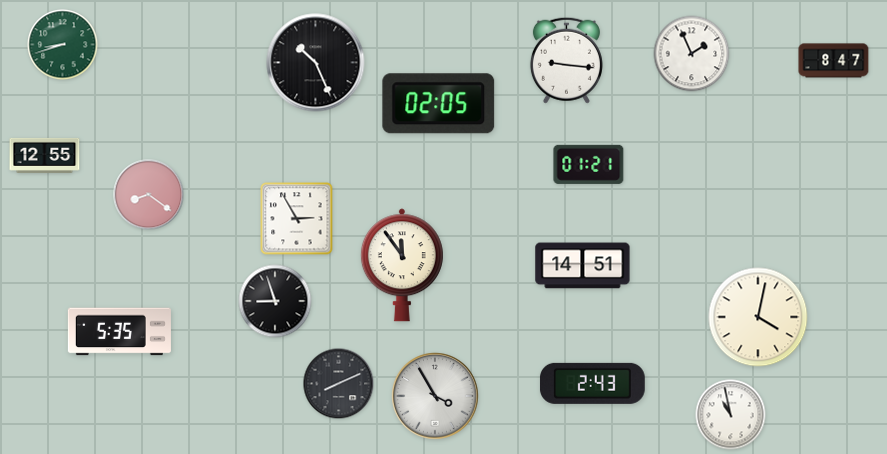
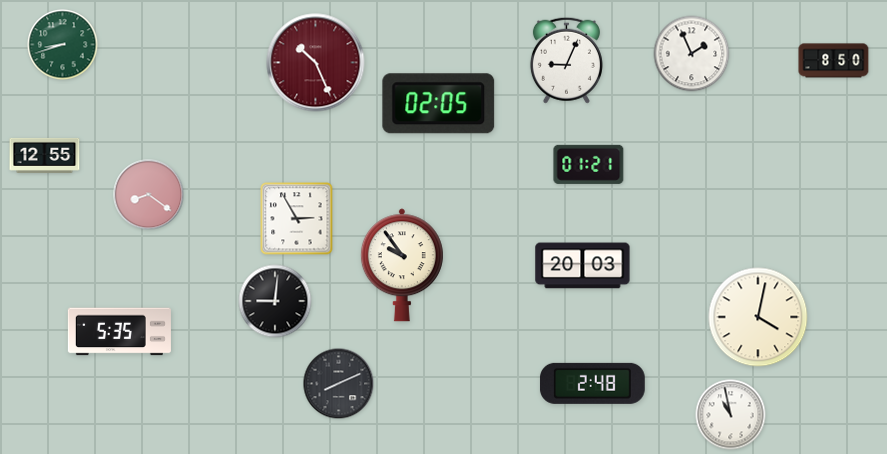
clock at (566, 60): 9:16 -> 9:04
clock at (834, 61): 8:47 -> 8:50
clock at (316, 63) dial: black -> burgundy
clock at (402, 265): 11:54 -> 9:54
clock at (583, 266): 14:51 -> 20:03
clock at (275, 301): 8:57 -> 9:01
clock at (592, 383): 2:43 -> 2:48
clock at (436, 397): 3:55 -> none
